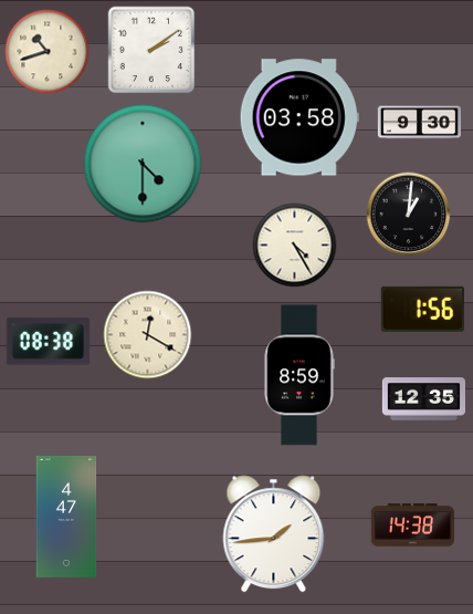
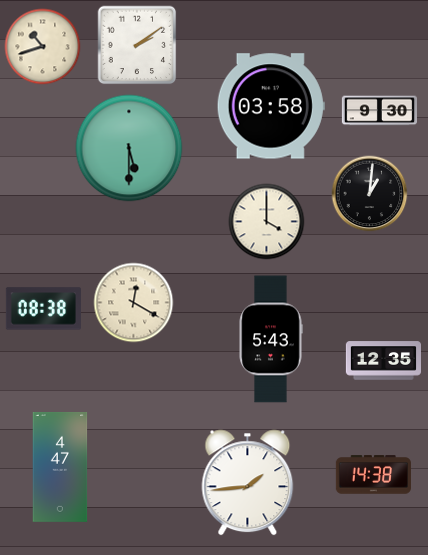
clock at (143, 164): 4:30 -> 5:30
clock at (295, 246): 4:25 -> 4:00
clock at (422, 309): 1:56 -> none
clock at (299, 375): 8:59 -> 5:43
